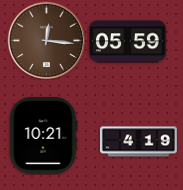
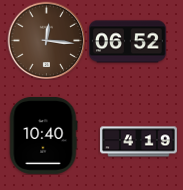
clock at (128, 42): 05:59 -> 06:52
clock at (43, 135): 10:21 -> 10:40
